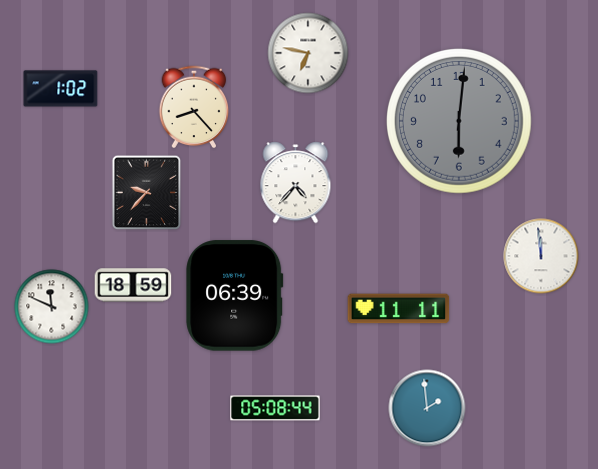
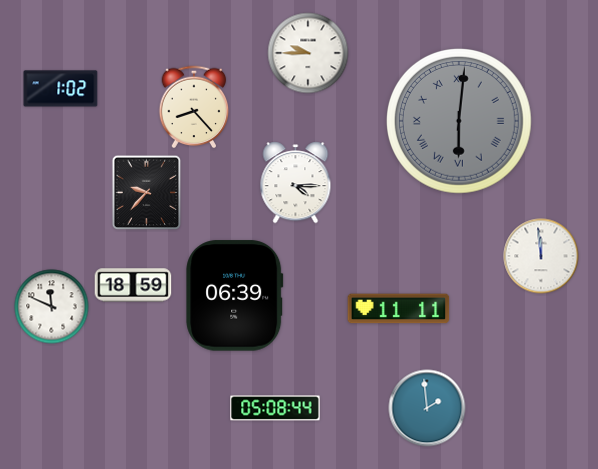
clock at (308, 53): 6:47 -> 9:45
clock at (460, 122) numerals: Arabic -> Roman
clock at (296, 183): 4:37 -> 4:15
